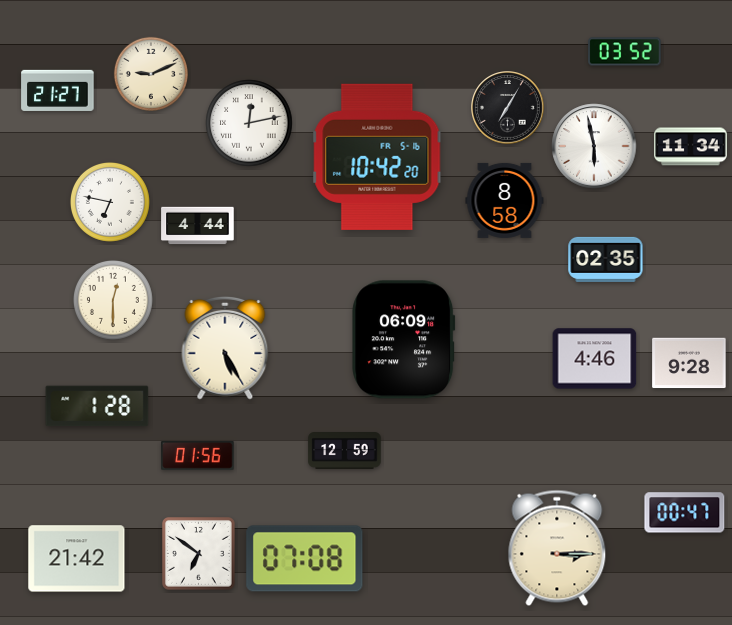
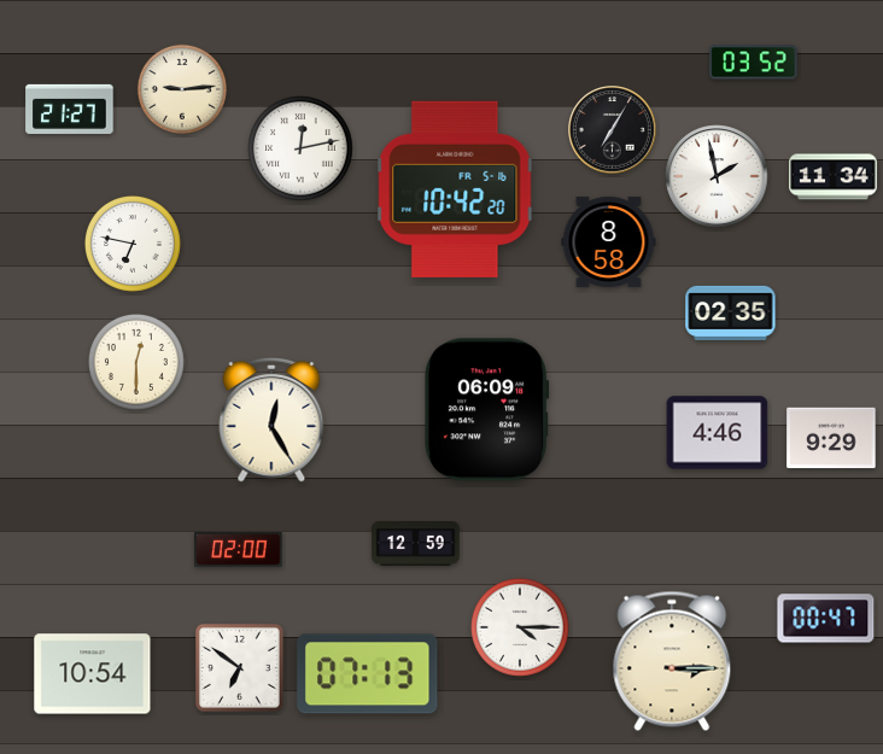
clock at (151, 74): 9:11 -> 9:14
clock at (594, 146): 5:58 -> 1:58
clock at (198, 226): 4:44 -> none
clock at (225, 348): 5:25 -> 12:25
clock at (689, 363): 9:28 -> 9:29
clock at (97, 406): 1:28 -> none
clock at (198, 455): 01:56 -> 02:00
clock at (521, 629): none -> 4:15
clock at (77, 559): 21:42 -> 10:54
clock at (305, 559): 07:08 -> 07:13
